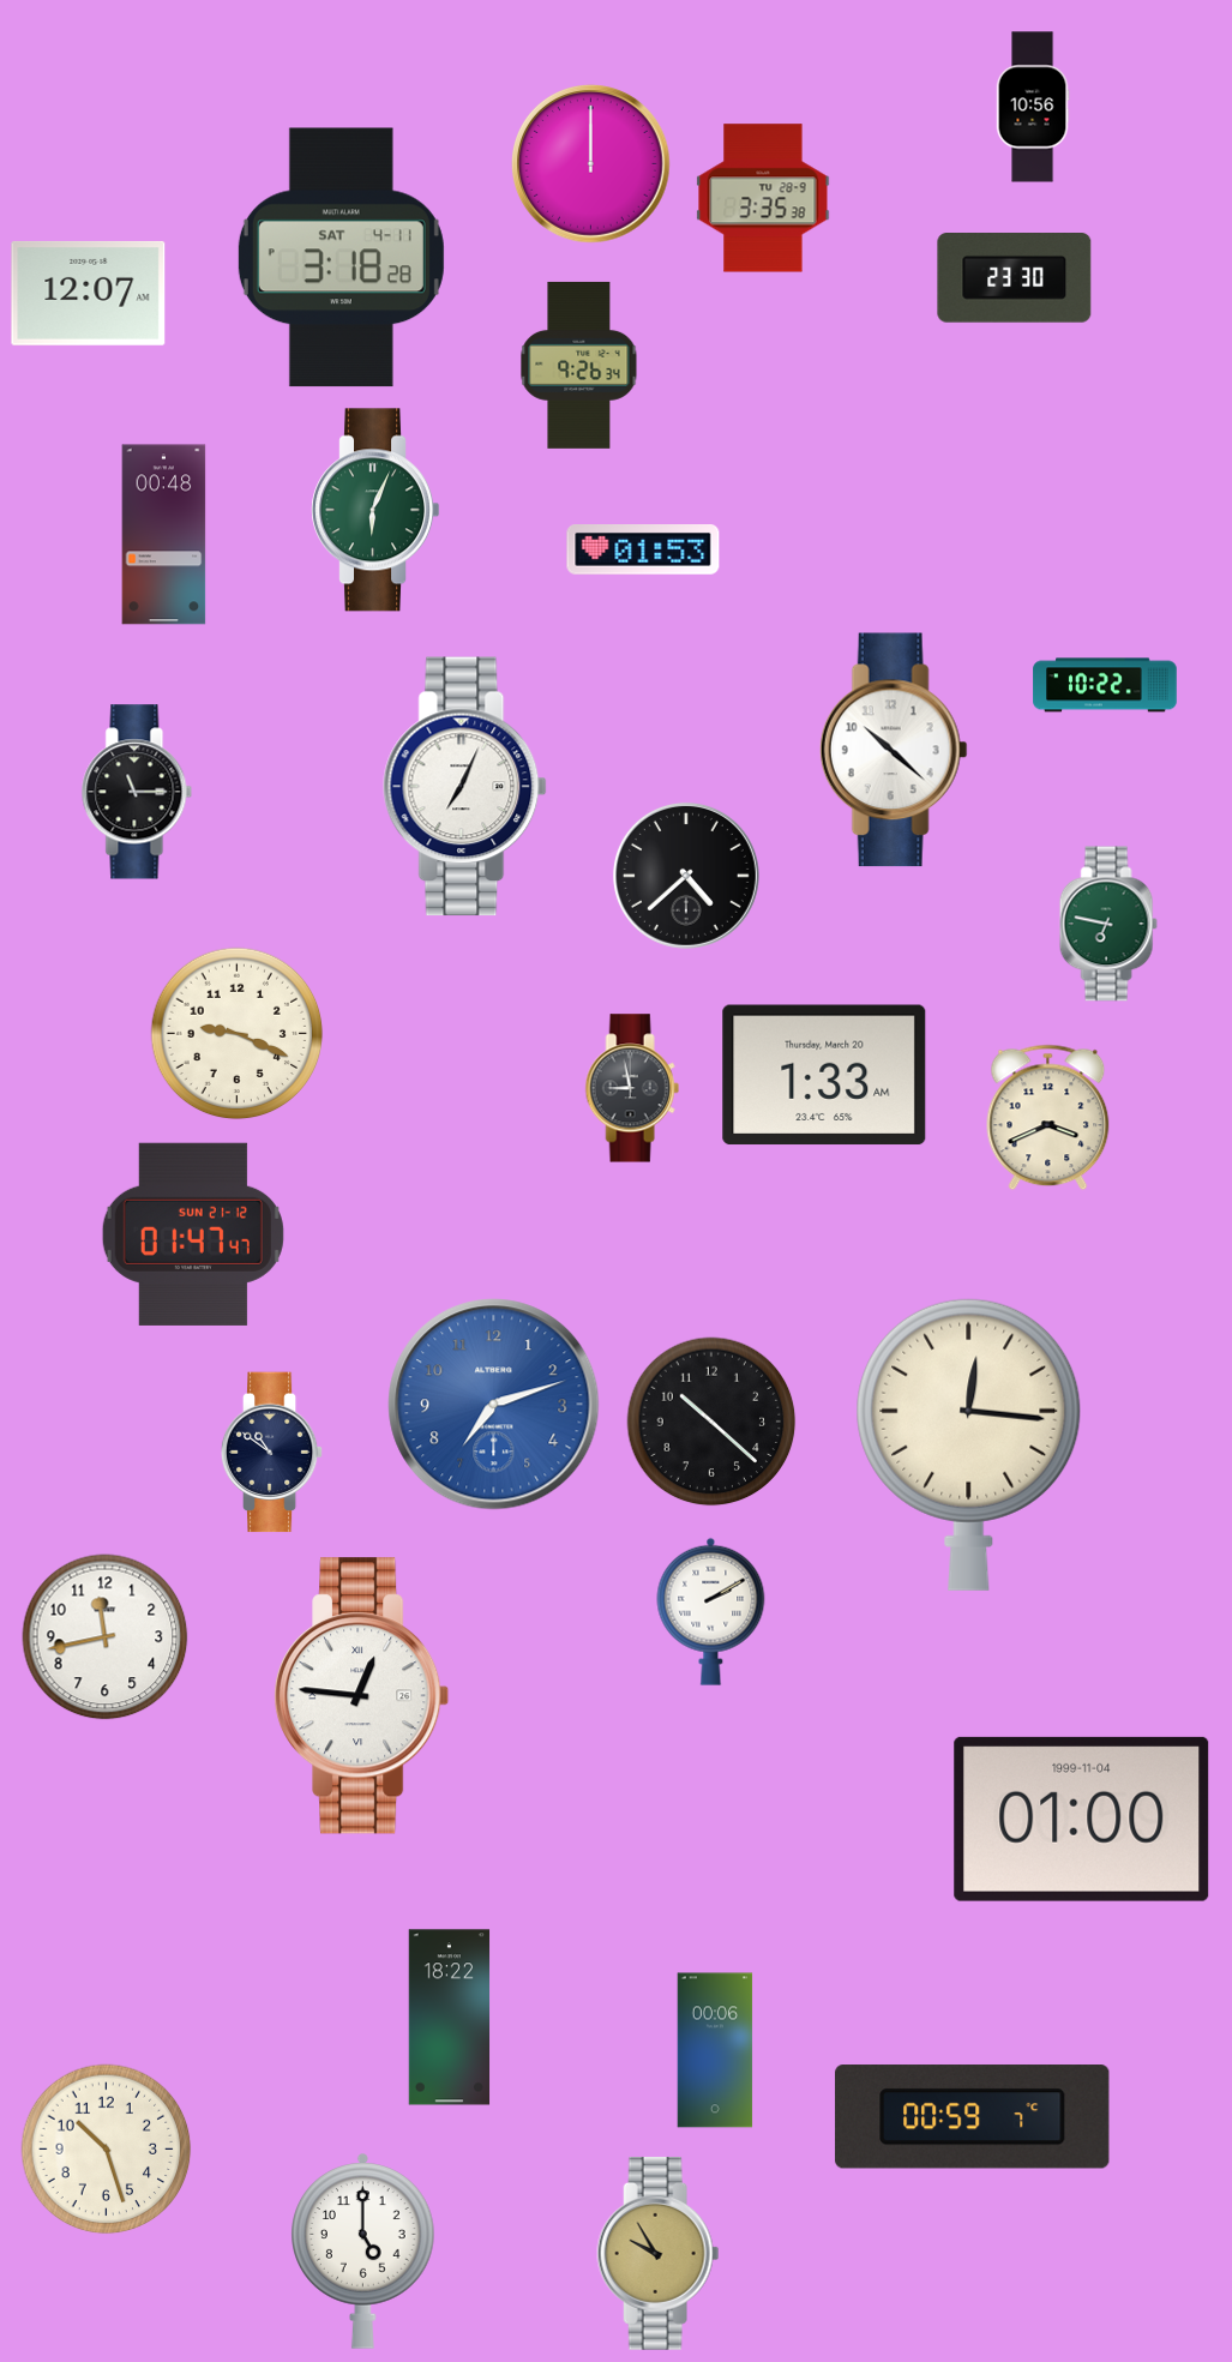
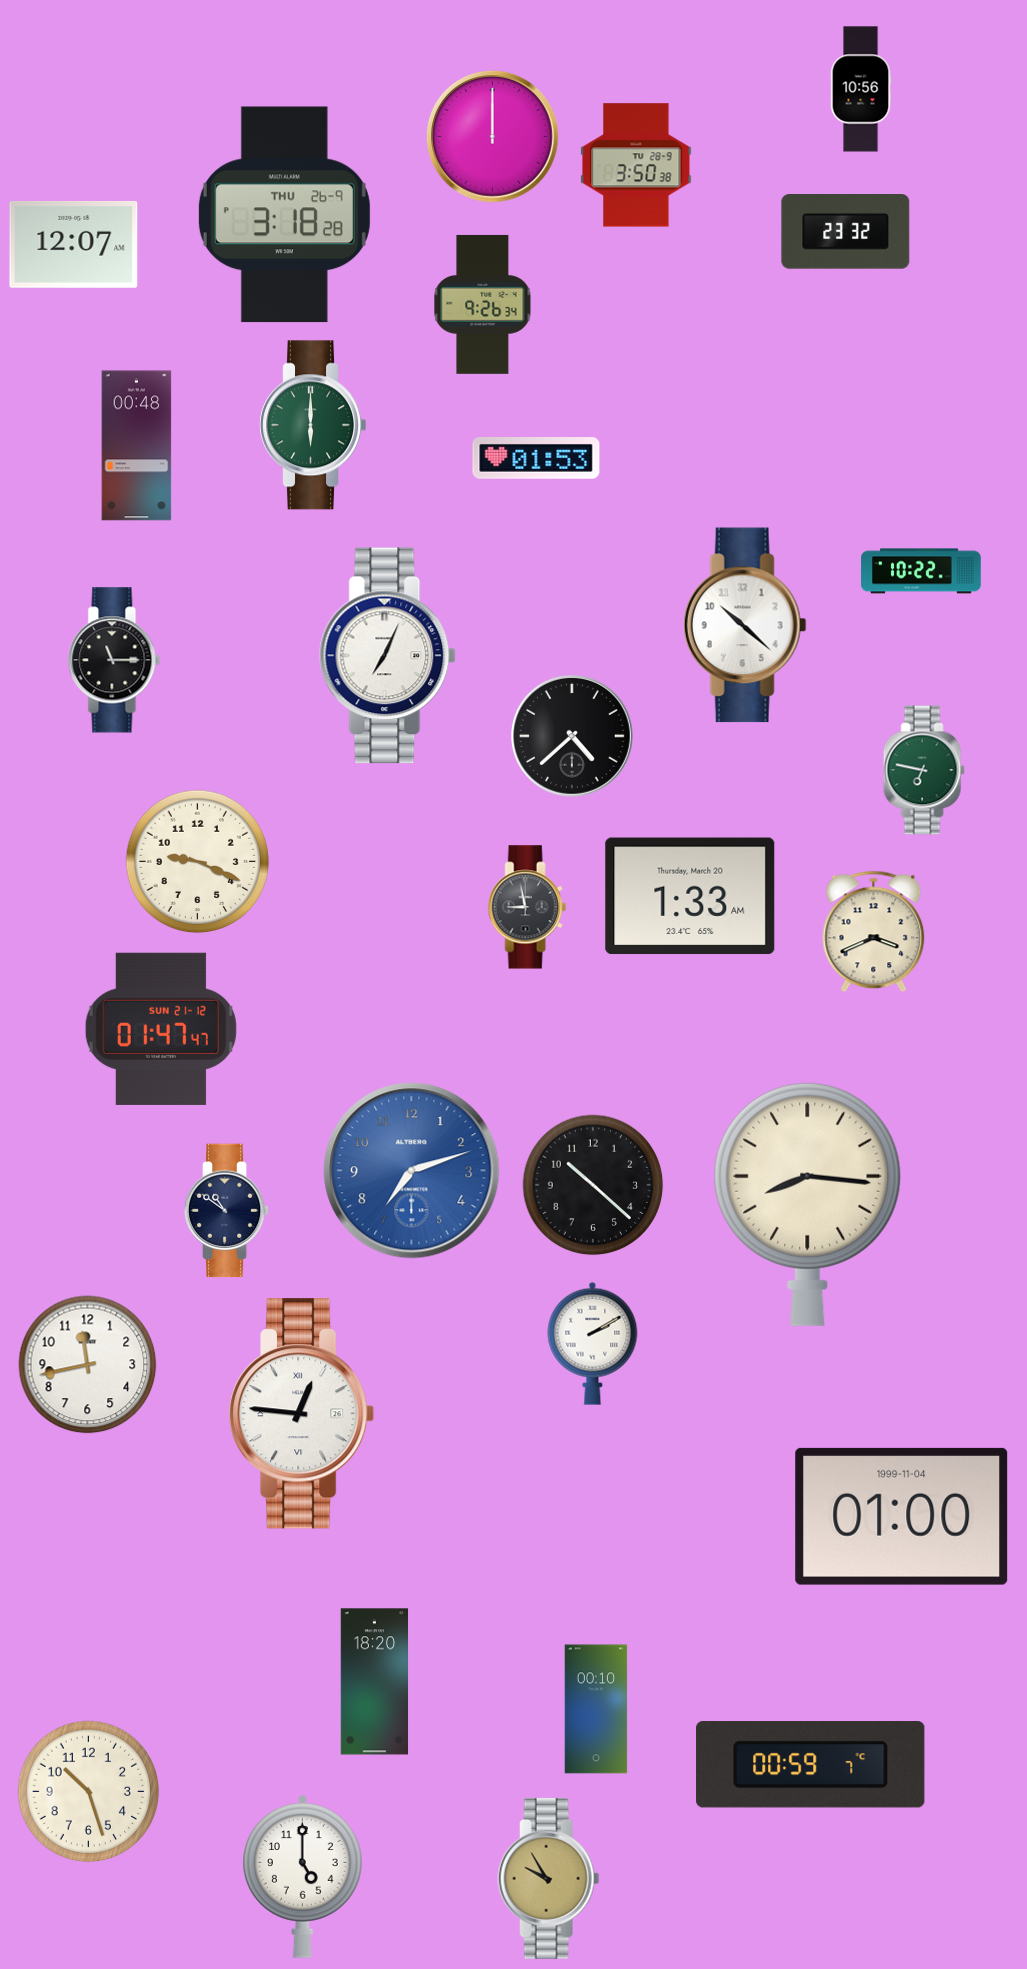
clock at (763, 198): 3:35 -> 3:50
clock at (341, 258) date: SAT 4-11 -> THU 26-9
clock at (1015, 278): 23:30 -> 23:32
clock at (375, 510): 6:04 -> 6:00
clock at (686, 876) position: (686, 876) -> (572, 736)
clock at (824, 1075) position: (824, 1075) -> (690, 896)
clock at (969, 1444): 12:16 -> 8:16
clock at (450, 2018): 18:22 -> 18:20
clock at (715, 2050): 00:06 -> 00:10
